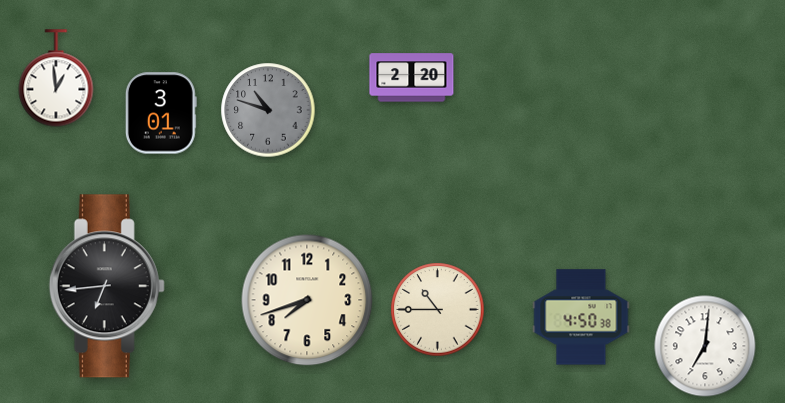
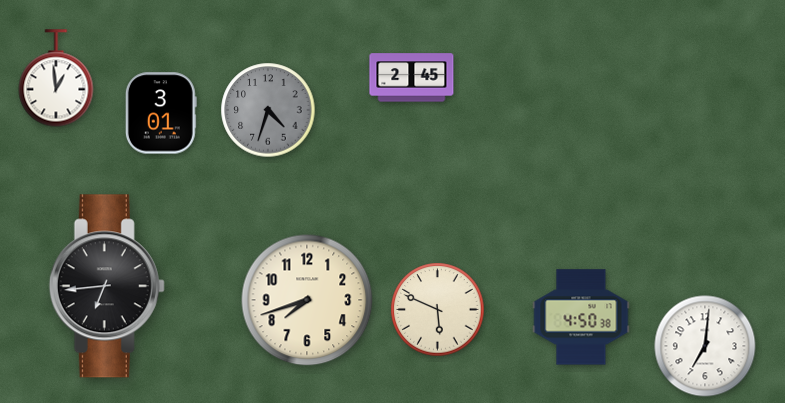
clock at (412, 78): 2:20 -> 2:45
clock at (268, 110): 10:48 -> 4:33
clock at (438, 310): 10:45 -> 5:49
